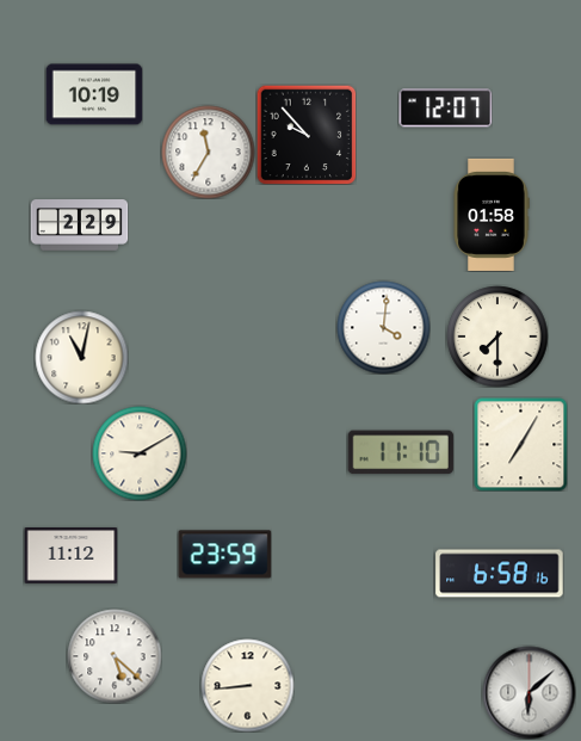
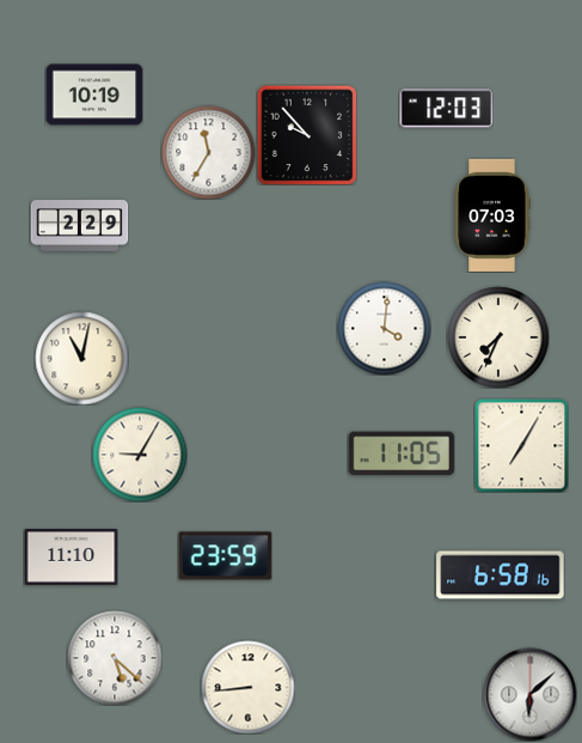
clock at (445, 109): 12:07 -> 12:03
clock at (492, 215): 01:58 -> 07:03
clock at (497, 336): 7:30 -> 7:34
clock at (401, 452): 11:10 -> 11:05
clock at (140, 453): 9:10 -> 9:05
clock at (70, 556): 11:12 -> 11:10
